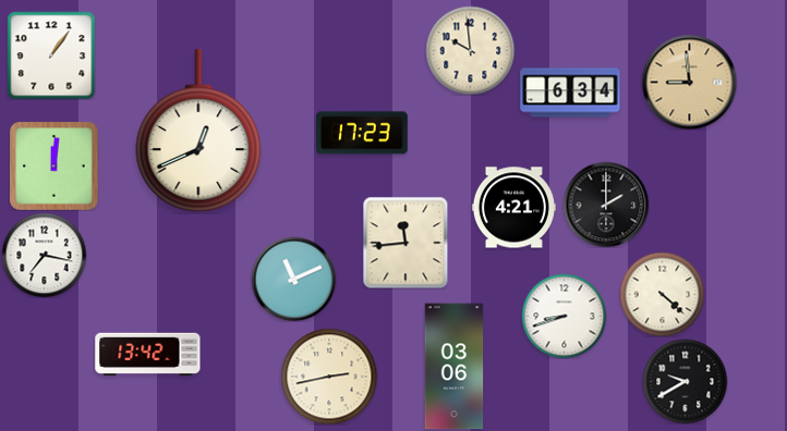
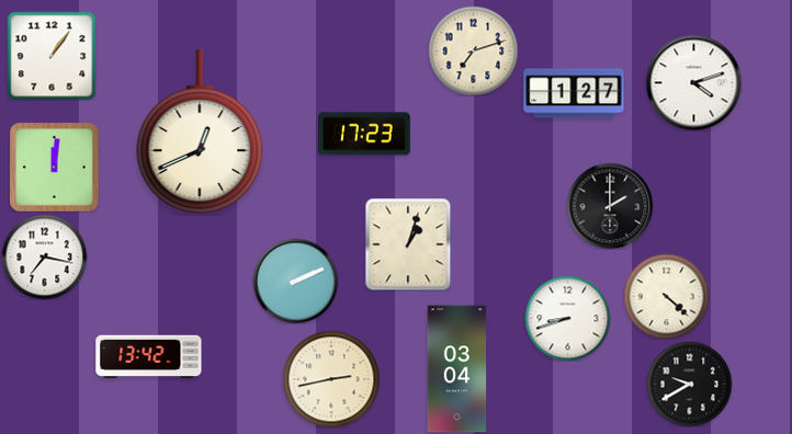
clock at (470, 50): 9:59 -> 7:12
clock at (689, 82): 8:59 -> 4:12
clock at (689, 82) dial: champagne -> white
clock at (570, 93): 6:34 -> 1:27
clock at (513, 208): 4:21 -> none
clock at (405, 243): 11:44 -> 1:03
clock at (293, 279): 11:11 -> 2:11
clock at (455, 367): 03:06 -> 03:04
